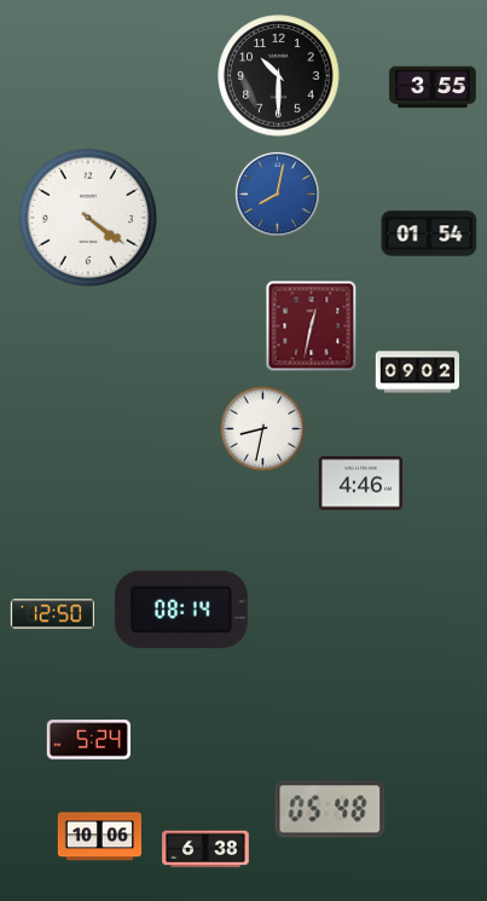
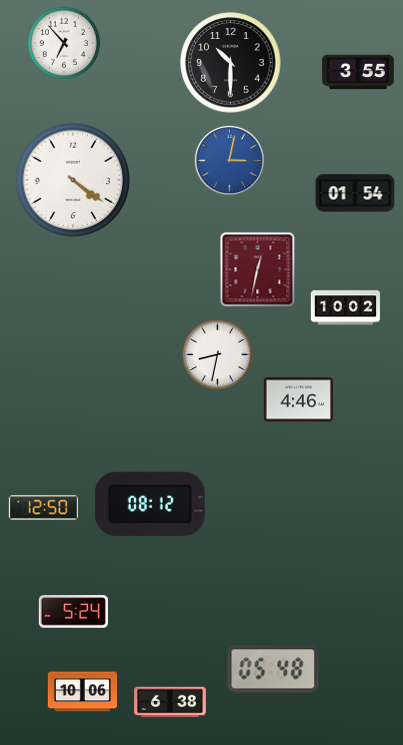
clock at (64, 43): none -> 6:53
clock at (277, 194): 8:02 -> 3:02
clock at (417, 372): 09:02 -> 10:02
clock at (181, 610): 08:14 -> 08:12
